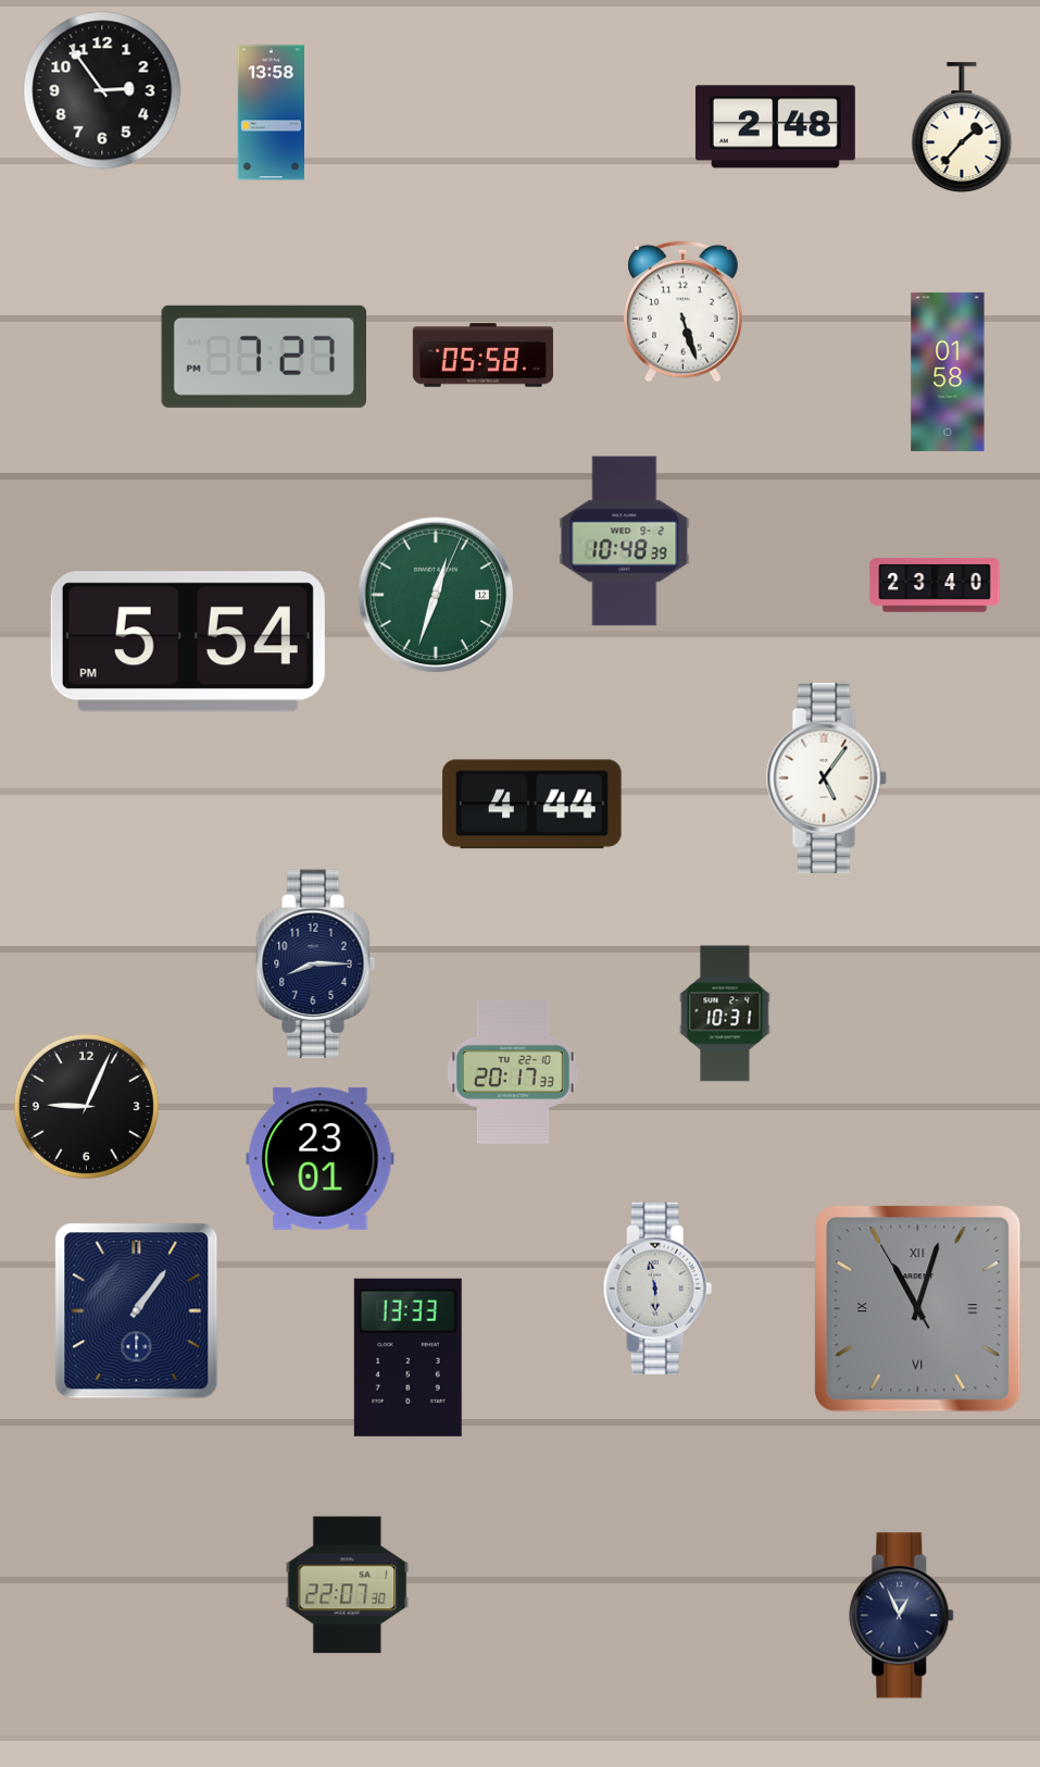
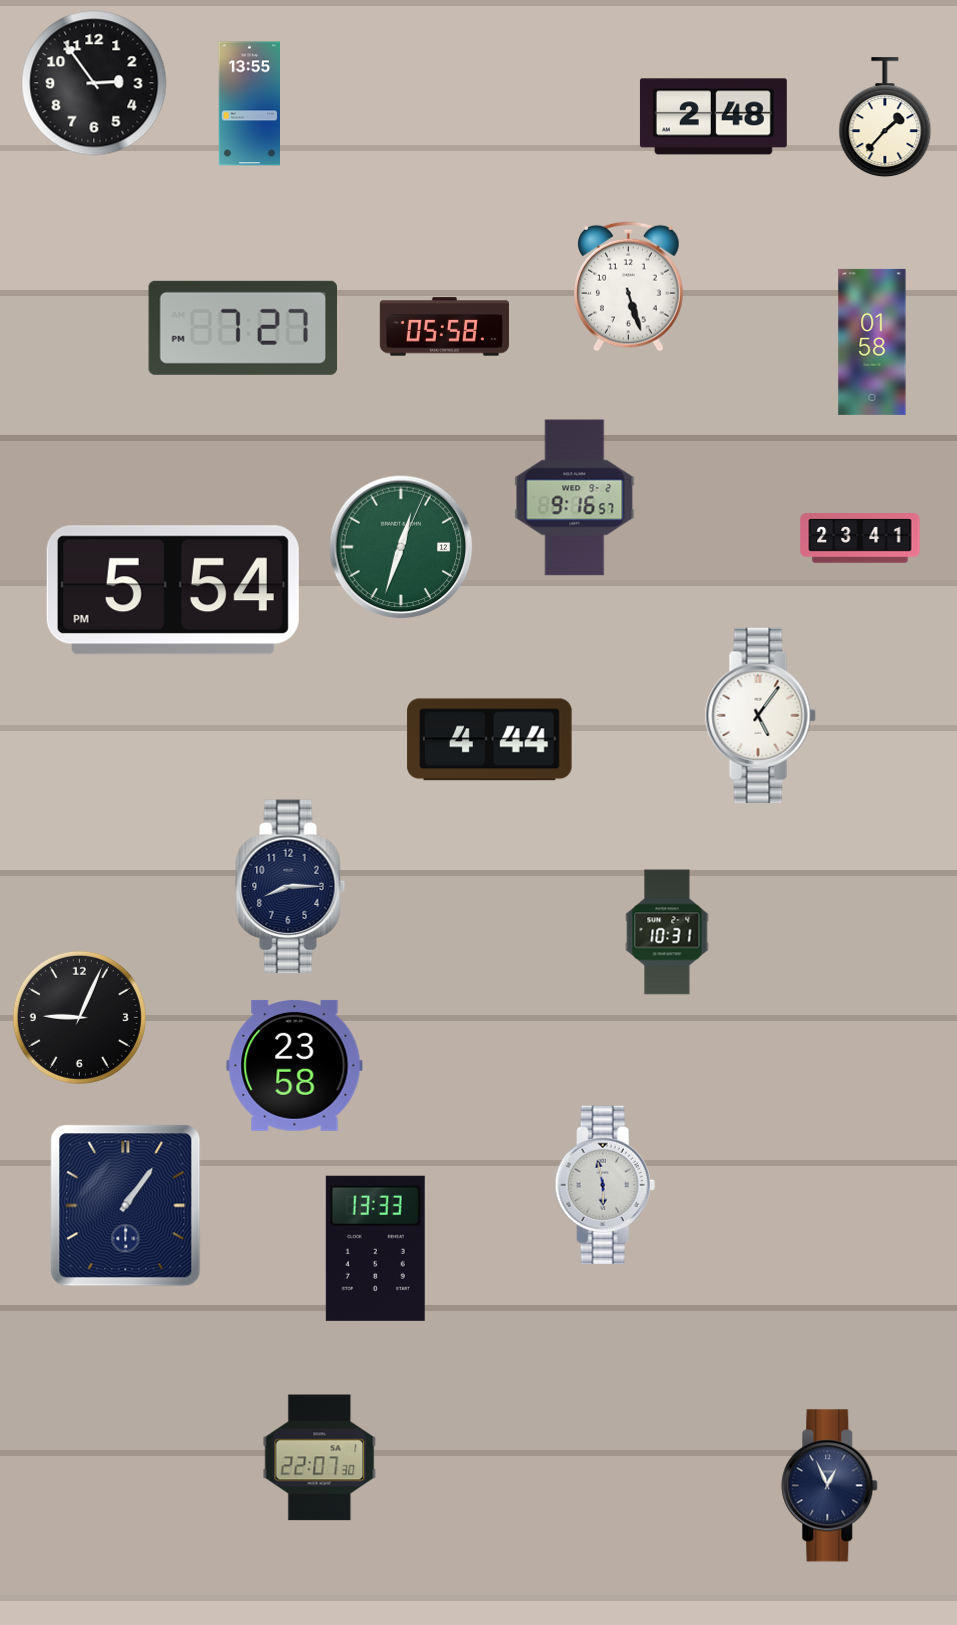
clock at (271, 113): 13:58 -> 13:55
clock at (625, 542): 10:48 -> 9:16
clock at (935, 585): 23:40 -> 23:41
clock at (513, 1072): 20:17 -> none
clock at (321, 1158): 23:01 -> 23:58
clock at (918, 1309): 11:02 -> none
